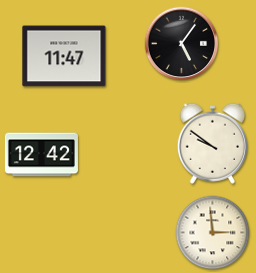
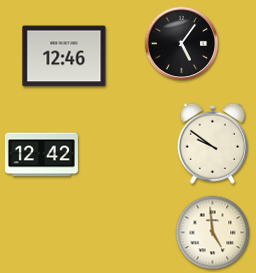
clock at (64, 56): 11:47 -> 12:46
clock at (213, 233): 2:59 -> 4:59
